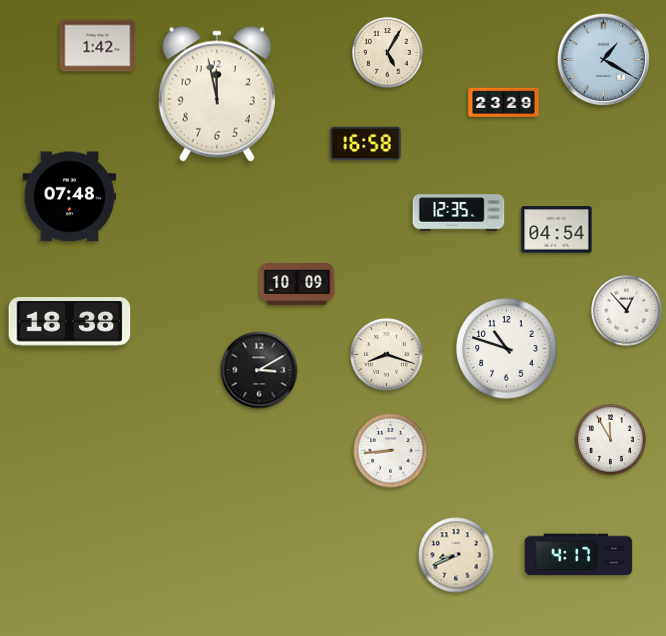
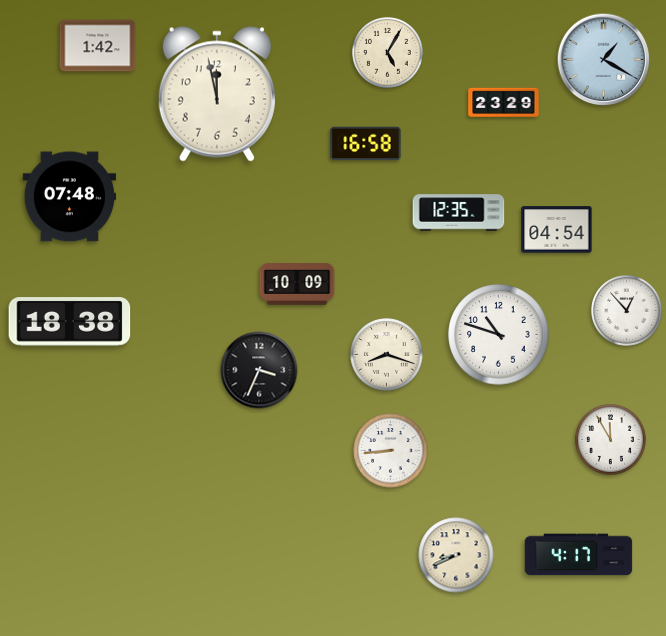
clock at (507, 349) position: (507, 349) -> (499, 335)
clock at (259, 370): 3:10 -> 3:34
